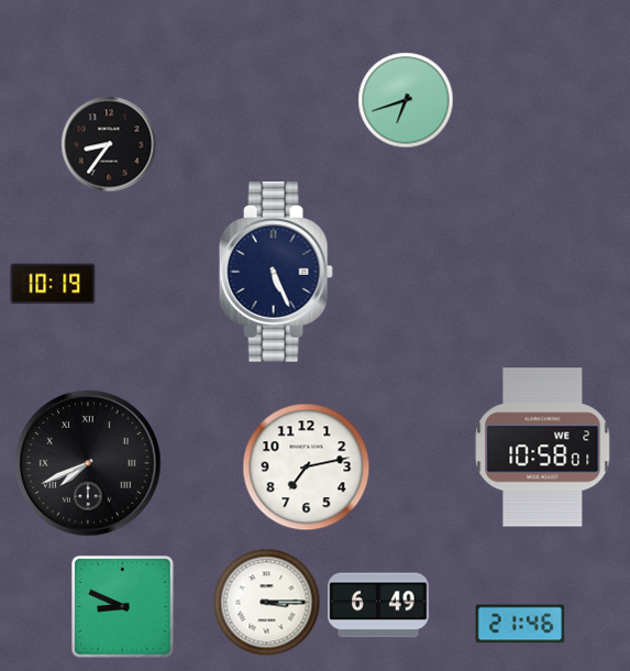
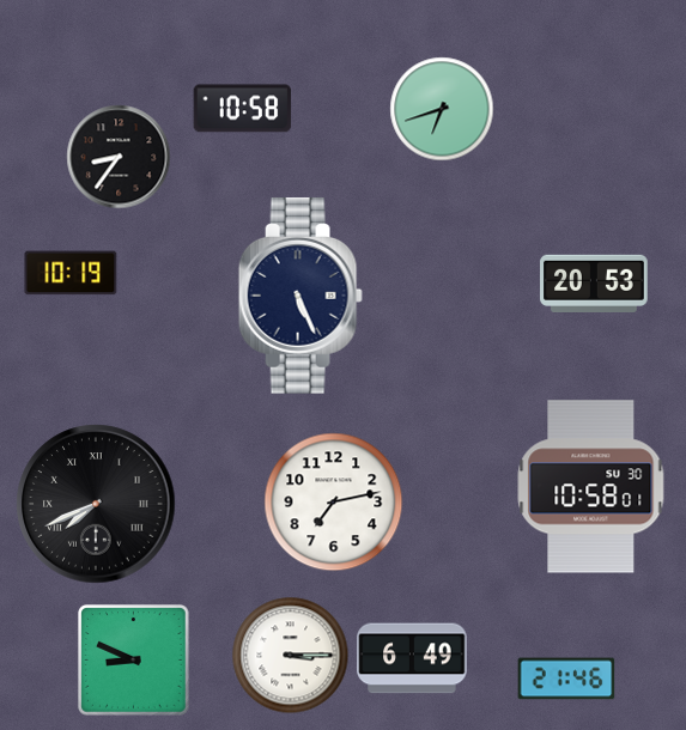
clock at (243, 109): none -> 10:58
clock at (594, 282): none -> 20:53
clock at (53, 284) position: (53, 284) -> (71, 273)
clock at (543, 448) date: WE 2 -> SU 30
clock at (307, 468) position: (307, 468) -> (334, 503)
